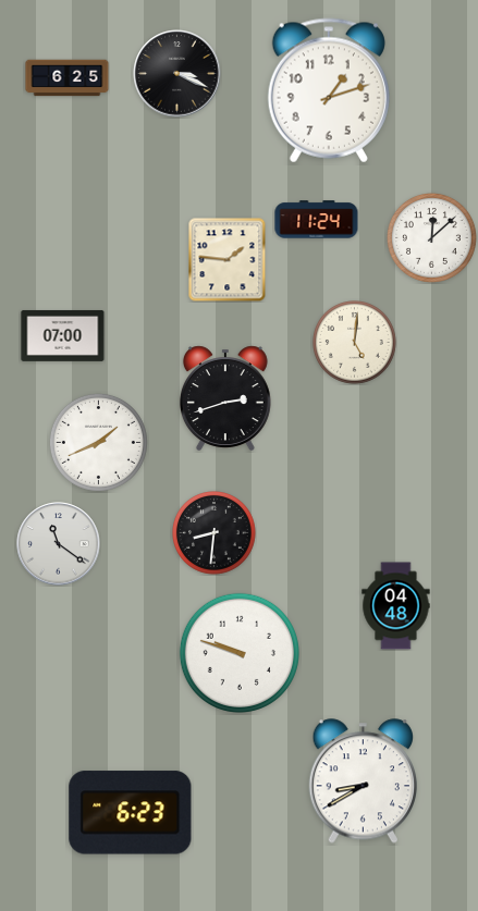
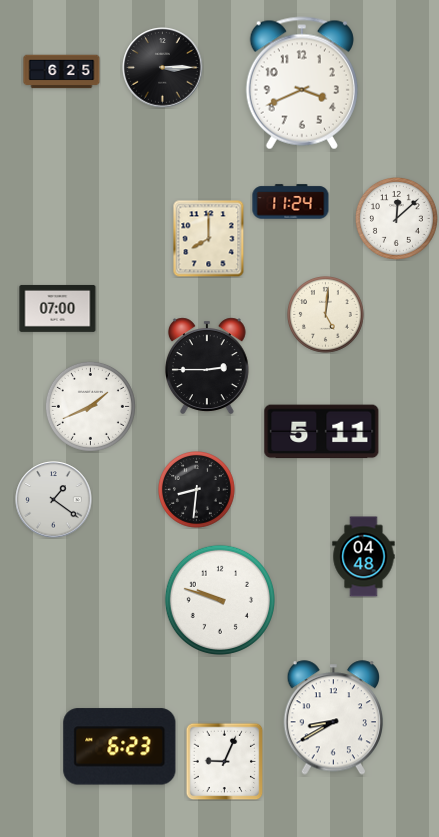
clock at (177, 74): 3:19 -> 3:15
clock at (329, 90): 1:12 -> 3:41
clock at (228, 259): 1:46 -> 8:00
clock at (225, 398): 2:42 -> 2:45
clock at (322, 432): none -> 5:11
clock at (59, 544): 11:21 -> 1:21
clock at (224, 761): none -> 9:04
